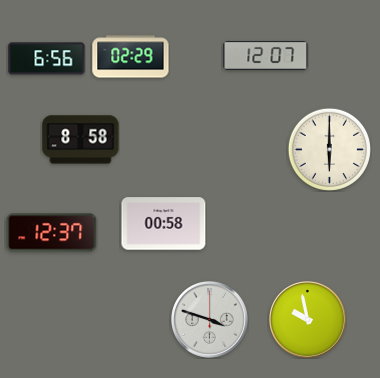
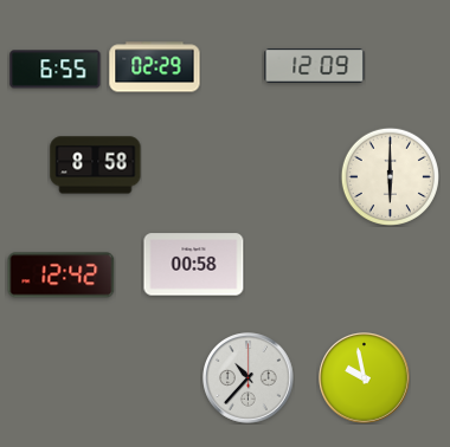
clock at (266, 55): 12:07 -> 12:09
clock at (47, 59): 6:56 -> 6:55
clock at (52, 233): 12:37 -> 12:42
clock at (210, 320): 3:48 -> 10:37
